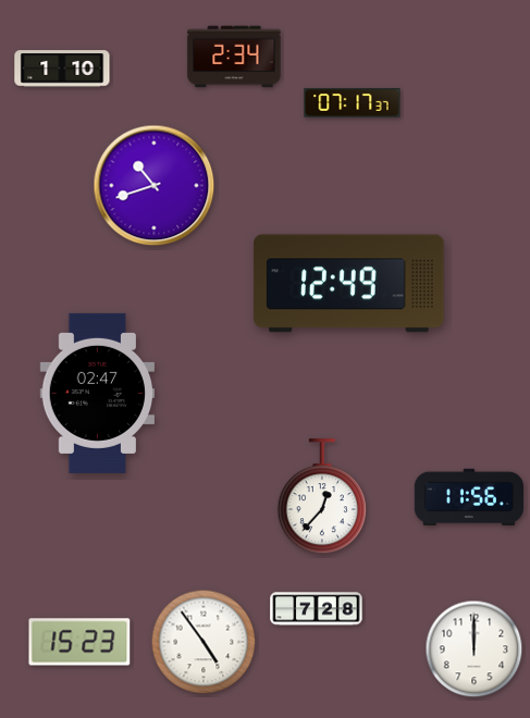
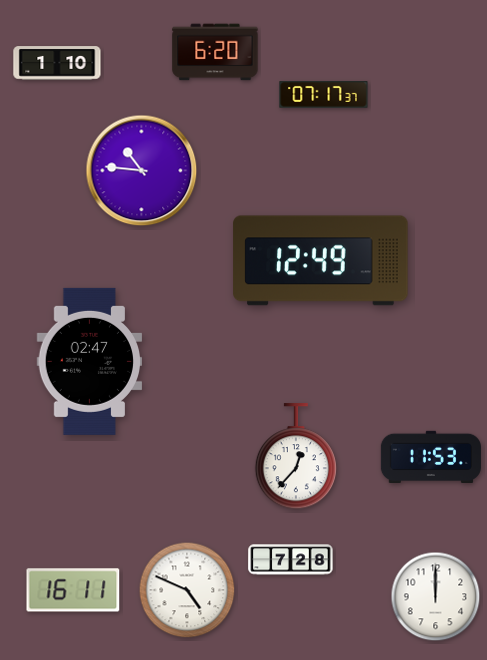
clock at (234, 57): 2:34 -> 6:20
clock at (155, 186): 10:42 -> 10:46
clock at (469, 496): 11:56 -> 11:53
clock at (79, 642): 15:23 -> 16:11
clock at (204, 642): 4:54 -> 4:49
